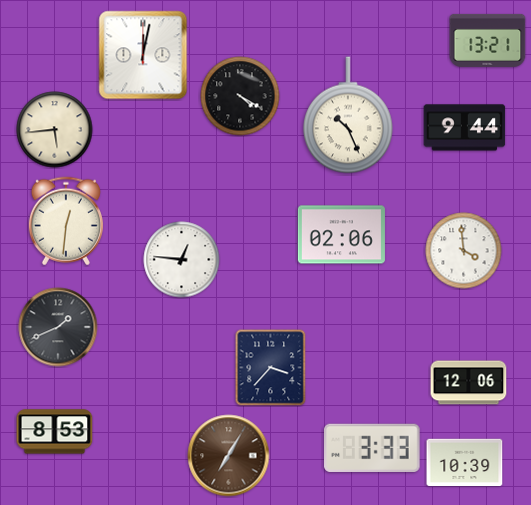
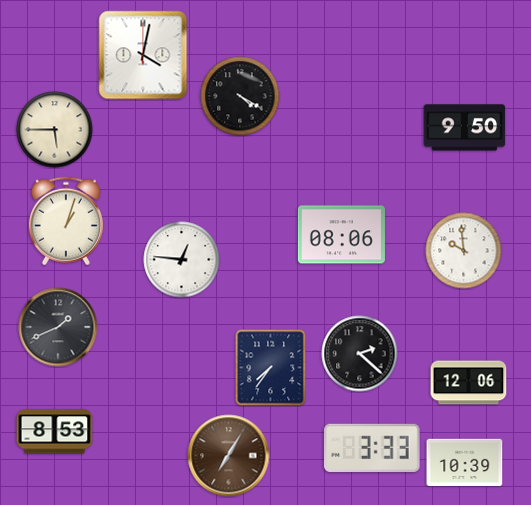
clock at (488, 40): 13:21 -> none
clock at (143, 55): 12:02 -> 4:02
clock at (349, 115): 10:26 -> none
clock at (465, 128): 9:44 -> 9:50
clock at (55, 130): 5:44 -> 5:45
clock at (66, 221): 12:31 -> 1:03
clock at (341, 235): 02:06 -> 08:06
clock at (464, 251): 3:59 -> 9:59
clock at (360, 354): none -> 2:22
clock at (271, 367): 3:37 -> 7:36
